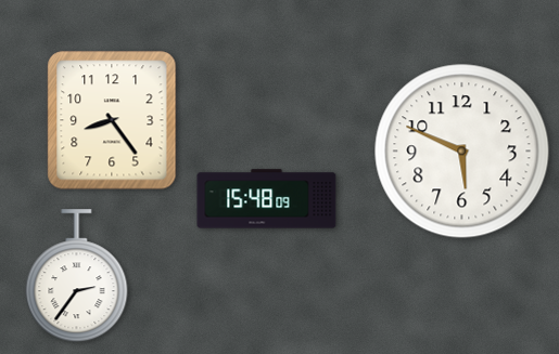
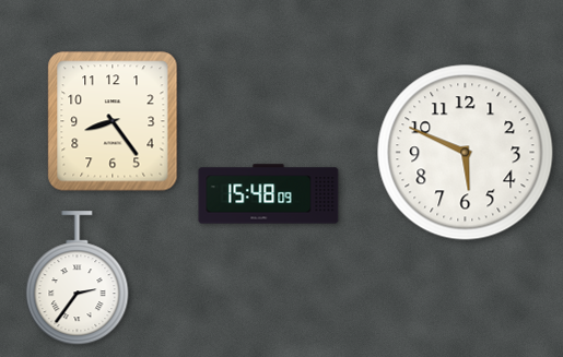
clock at (267, 199) position: (267, 199) -> (269, 194)
